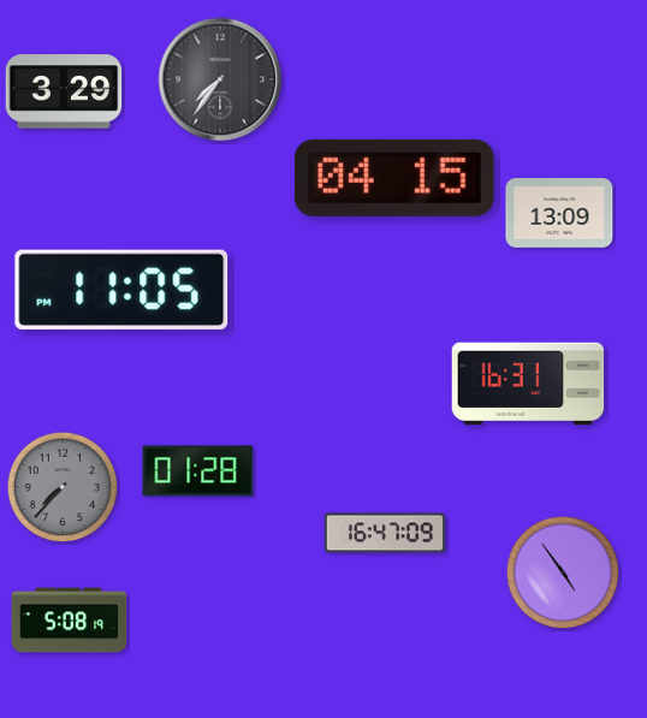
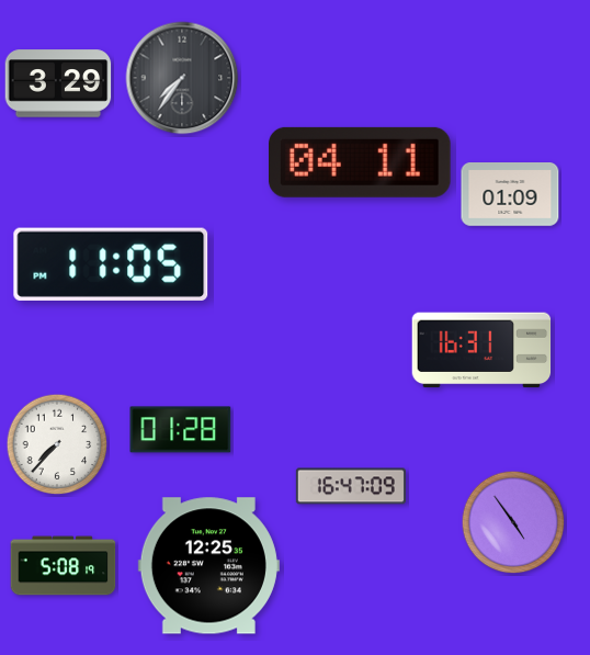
clock at (220, 79) position: (220, 79) -> (182, 78)
clock at (396, 178): 04:15 -> 04:11
clock at (559, 213): 13:09 -> 01:09
clock at (63, 487) dial: grey -> white
clock at (208, 566): none -> 12:25
